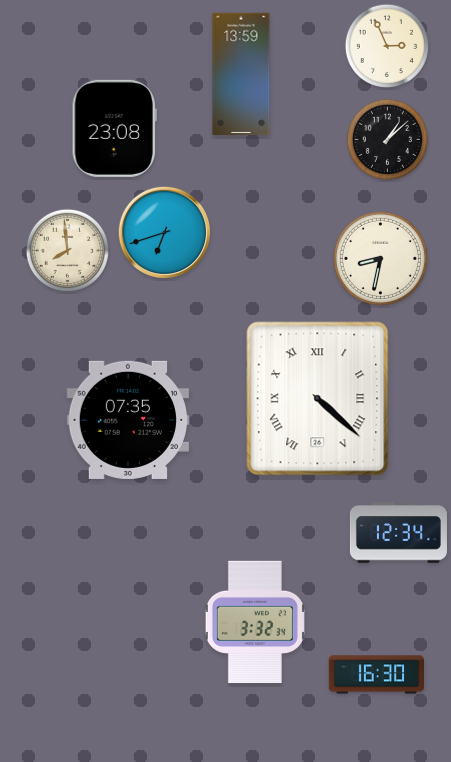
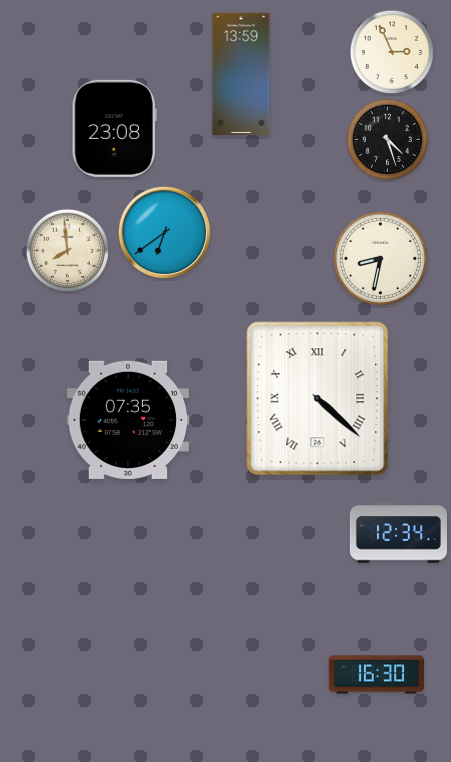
clock at (387, 46) position: (387, 46) -> (392, 52)
clock at (388, 140): 1:08 -> 4:27
clock at (164, 232): 6:42 -> 6:39
clock at (255, 621): 3:32 -> none
